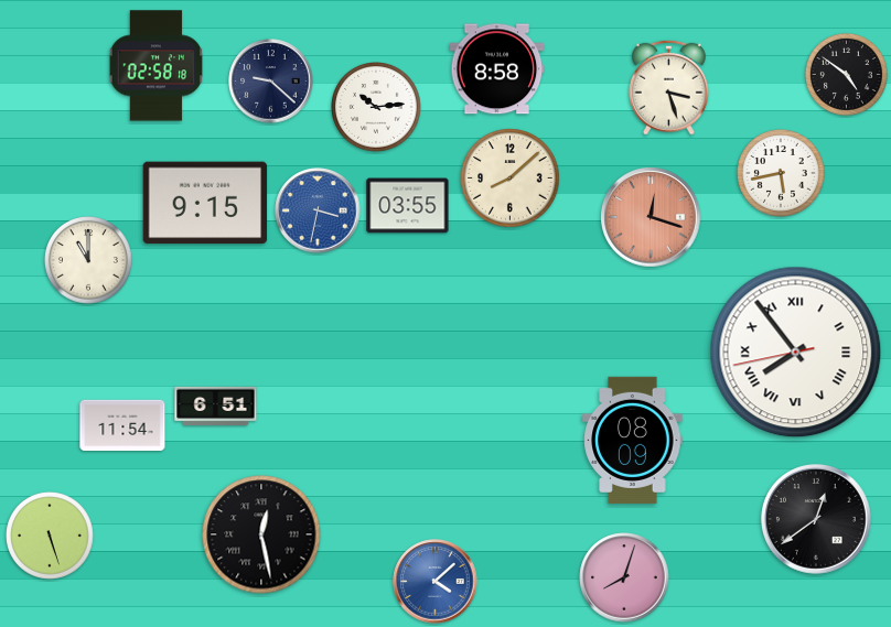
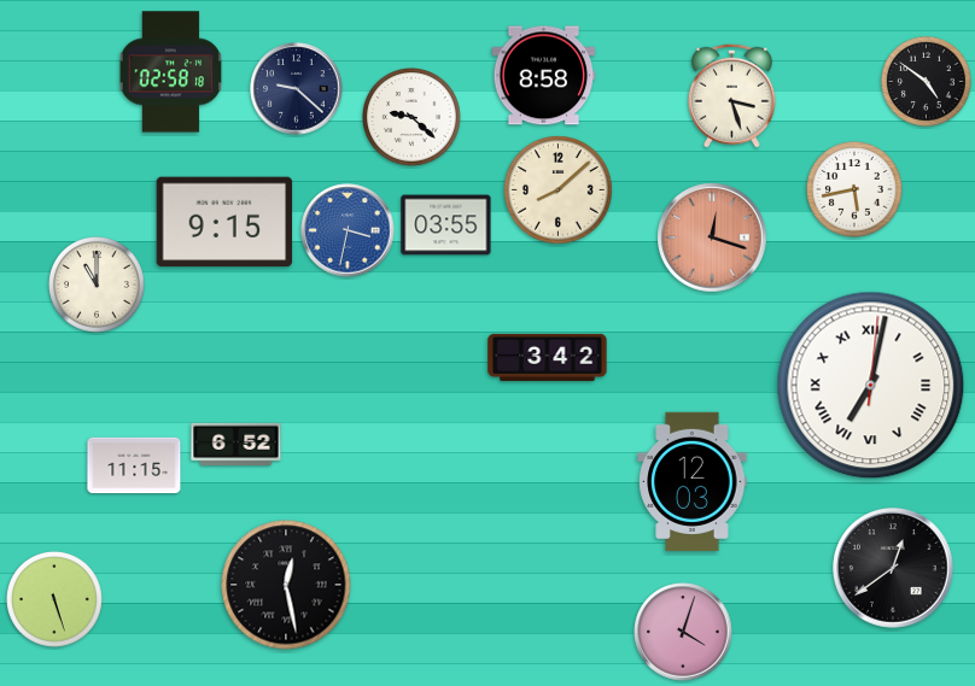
clock at (377, 108): 10:14 -> 9:22
clock at (511, 179) position: (511, 179) -> (559, 190)
clock at (548, 357): none -> 3:42
clock at (796, 353): 7:53 -> 7:02
clock at (216, 406): 6:51 -> 6:52
clock at (122, 425): 11:54 -> 11:15
clock at (633, 440): 08:09 -> 12:03
clock at (51, 537) position: (51, 537) -> (56, 600)
clock at (624, 577): 8:03 -> 4:03
clock at (436, 582): 4:08 -> none
